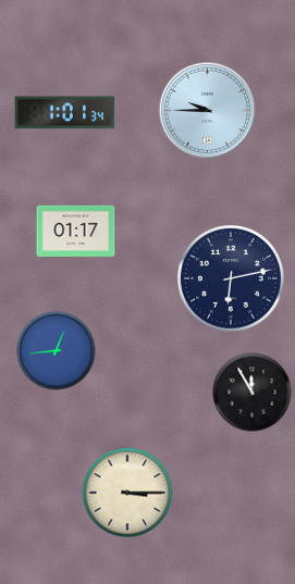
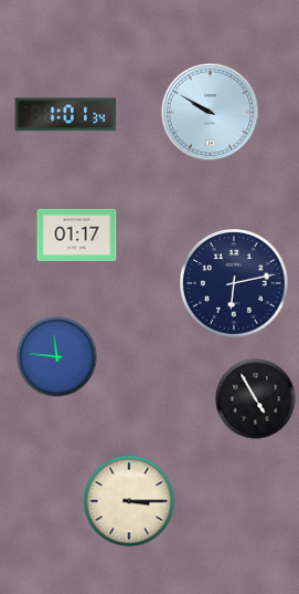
clock at (208, 111): 9:45 -> 9:50
clock at (57, 351): 12:44 -> 11:46
clock at (253, 393): 11:55 -> 4:55
